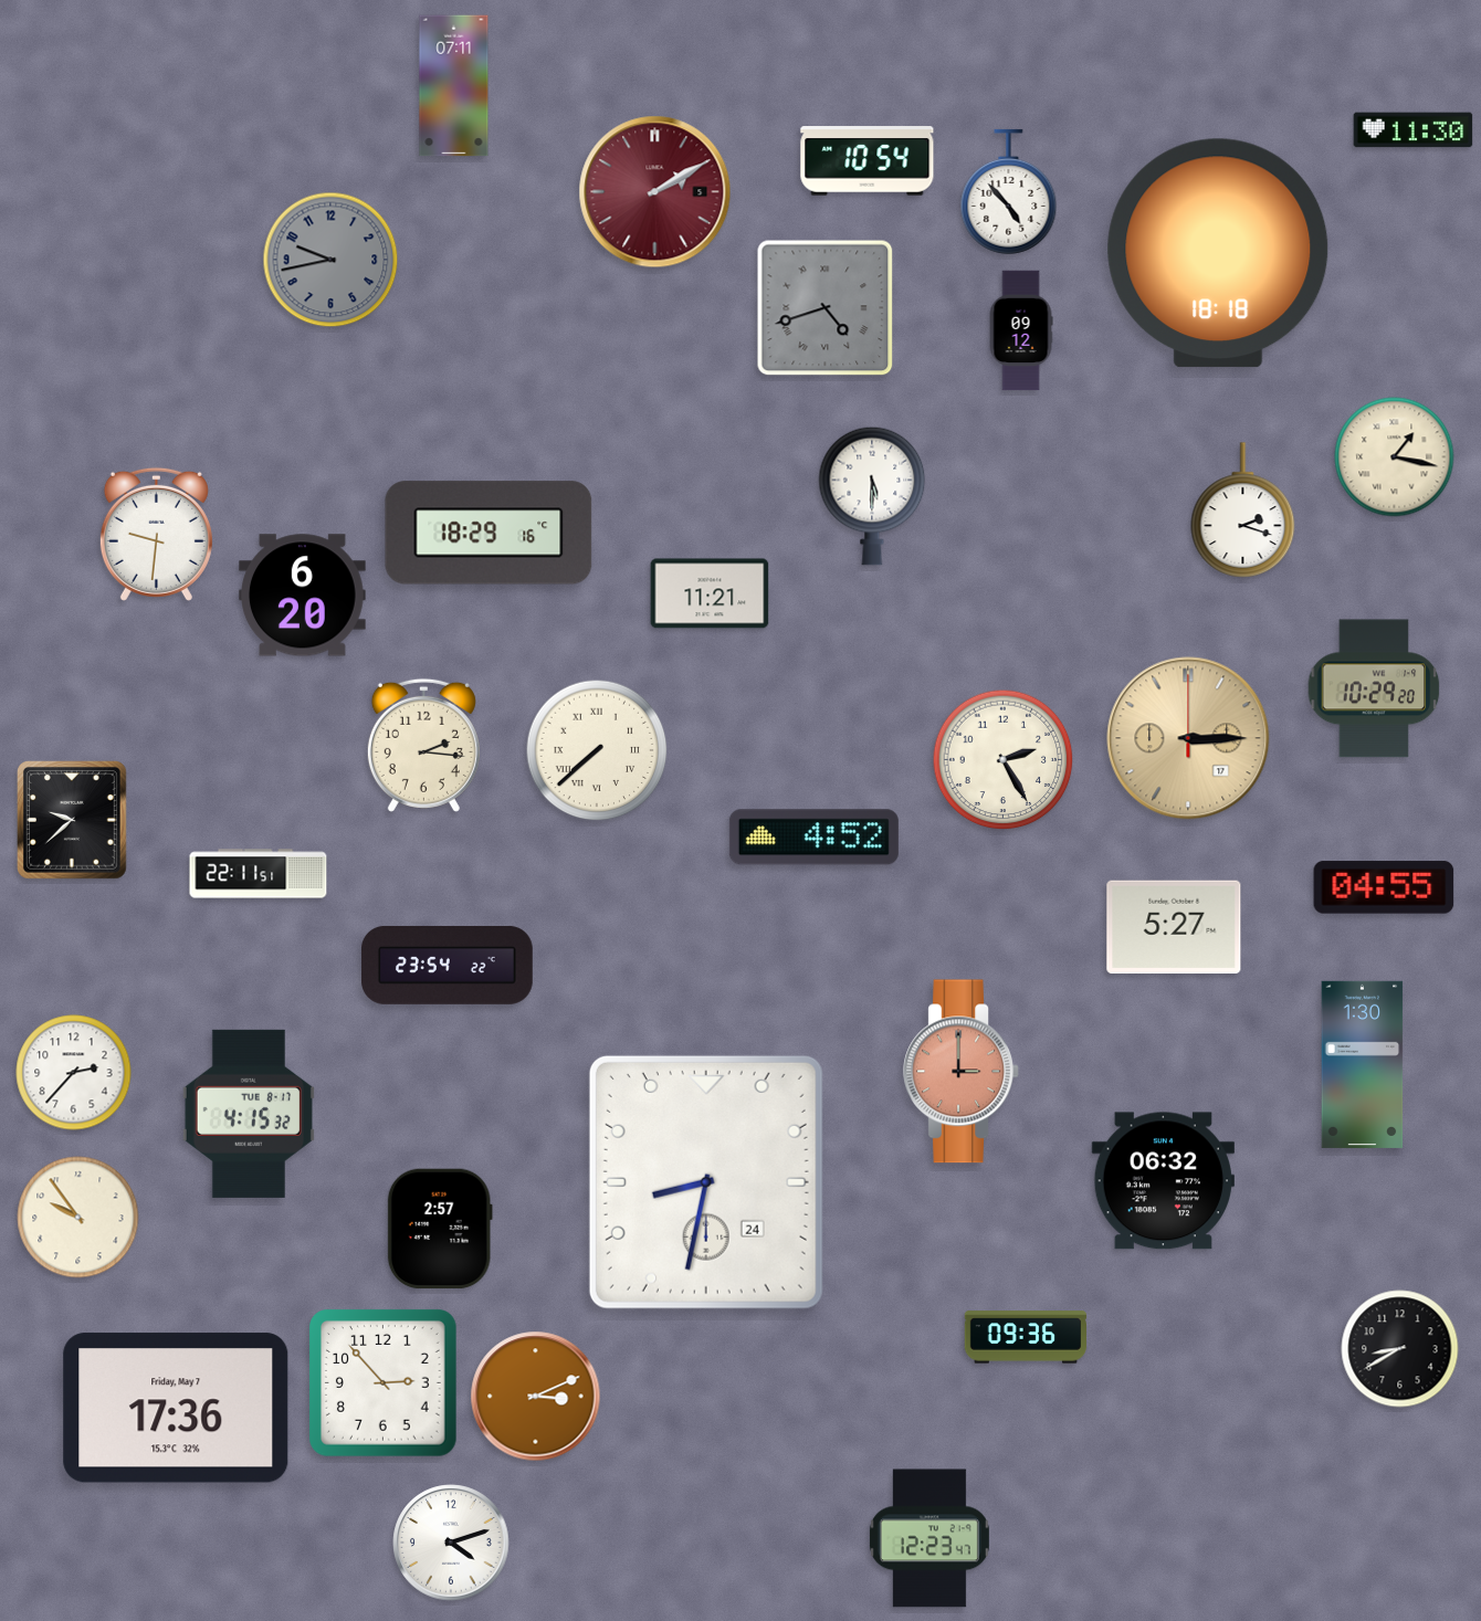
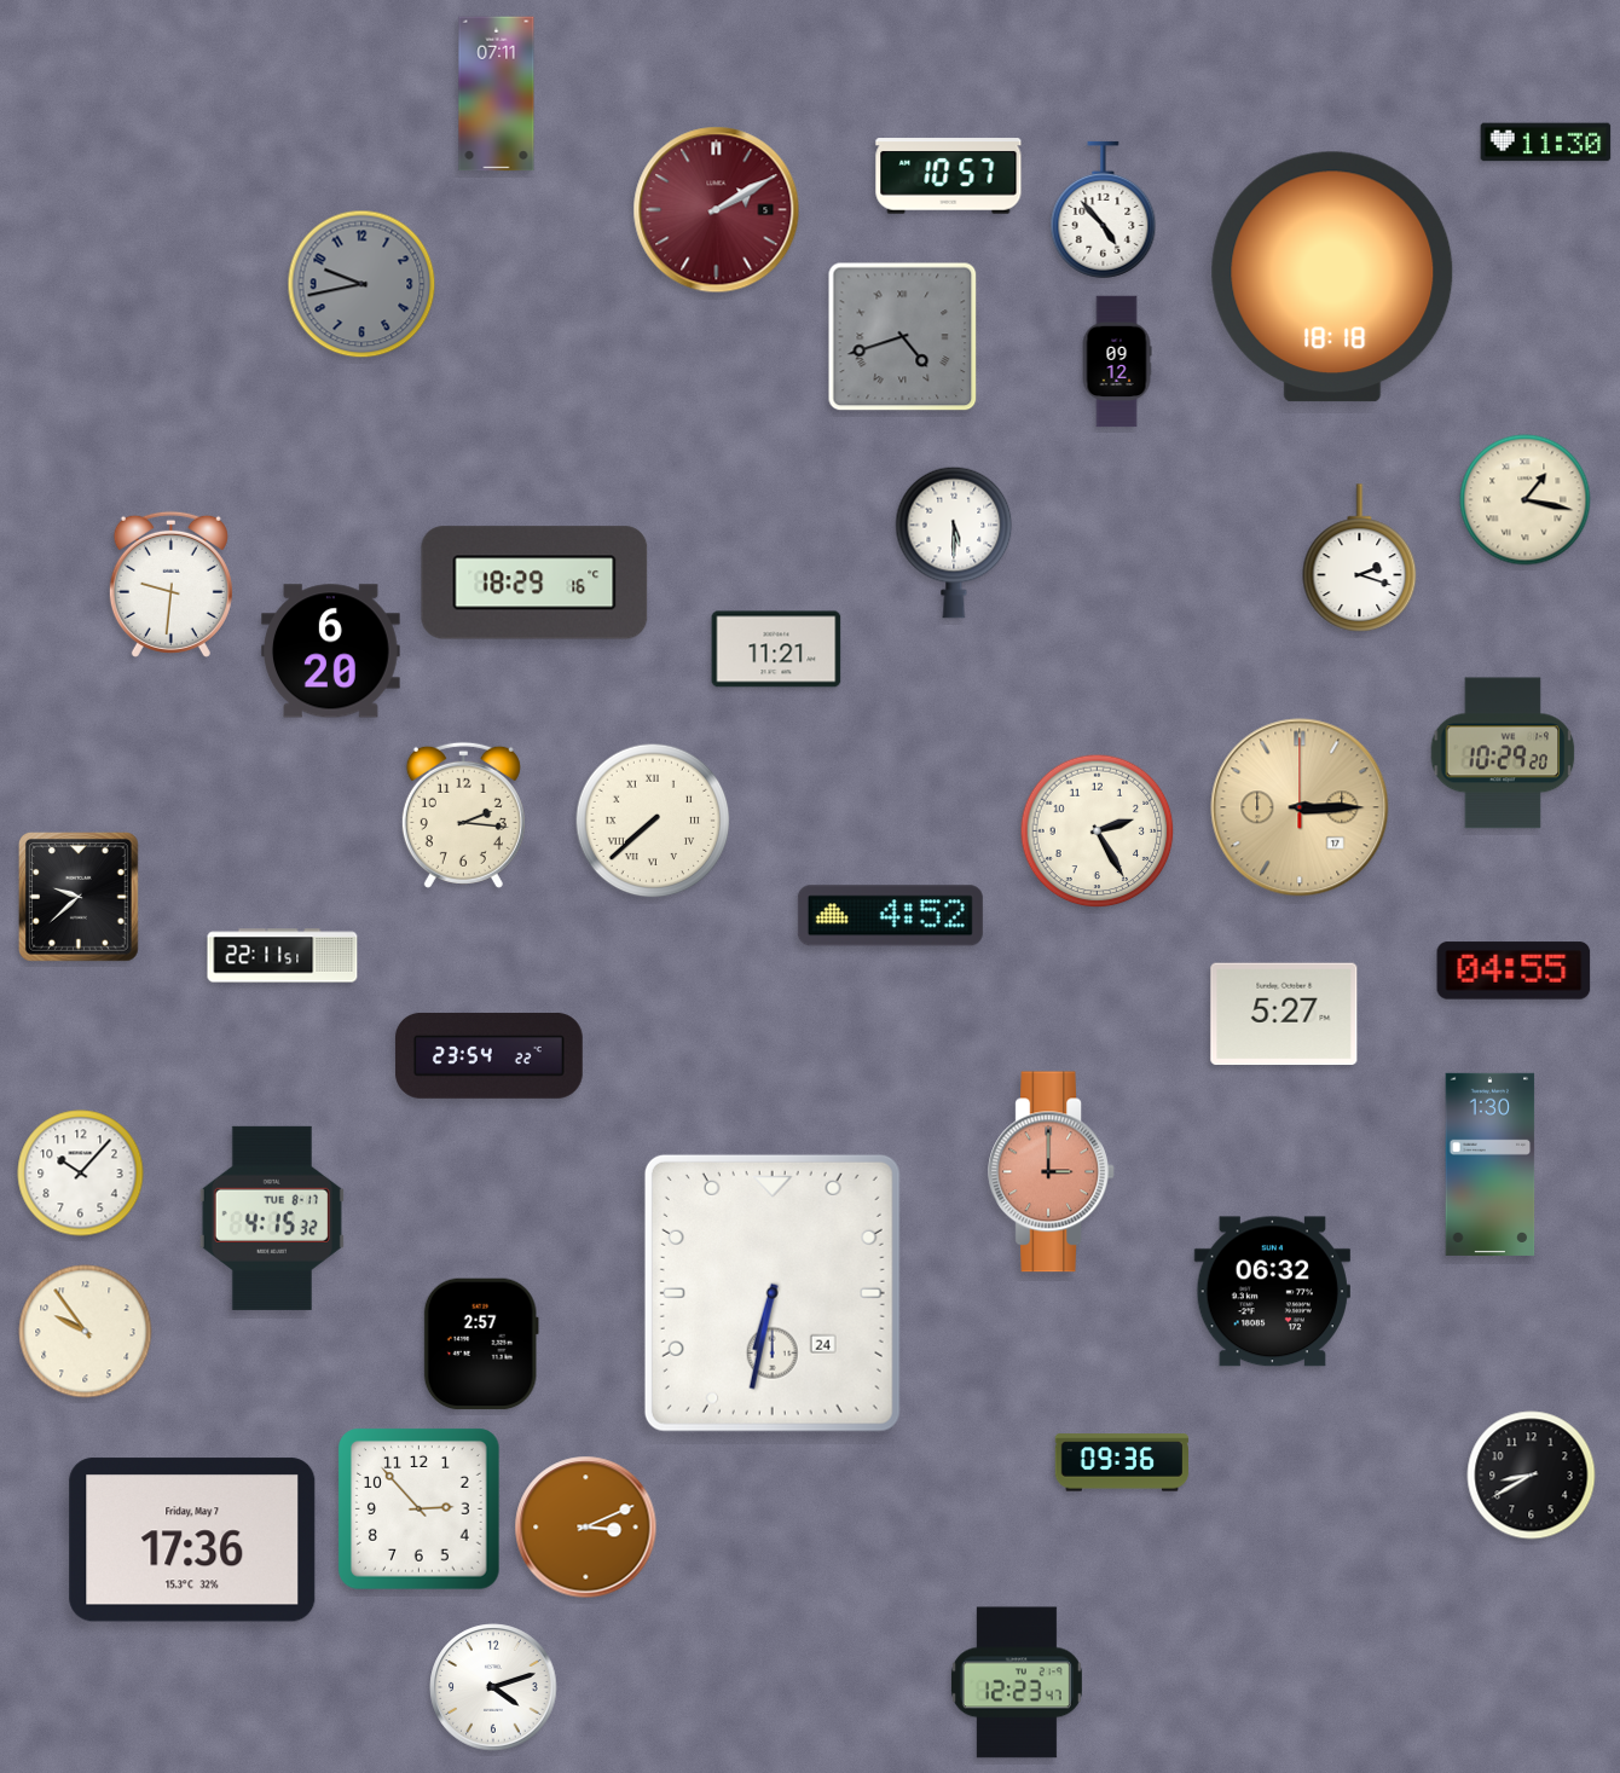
clock at (868, 161): 10:54 -> 10:57
clock at (74, 1073): 2:37 -> 10:07
clock at (706, 1182): 8:32 -> 6:32
clock at (384, 1383) position: (384, 1383) -> (420, 1510)
